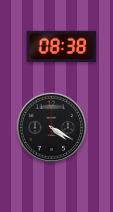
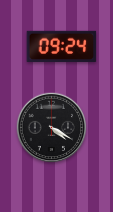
clock at (62, 46): 08:38 -> 09:24
